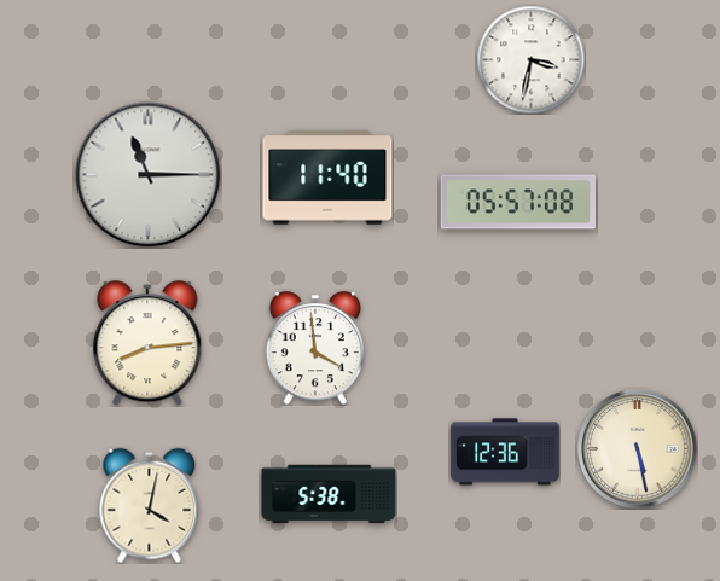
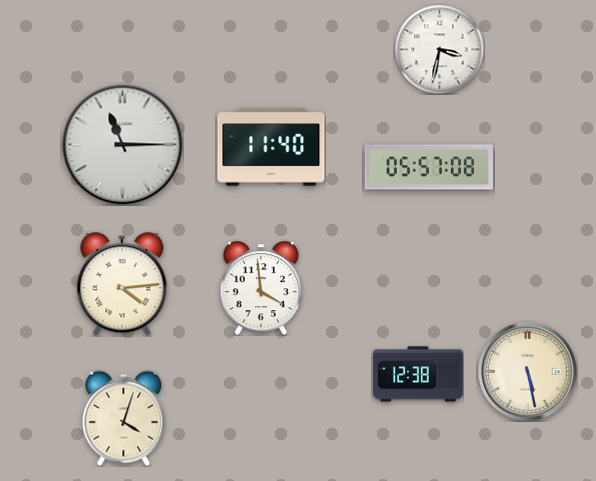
clock at (147, 343): 8:14 -> 4:14
clock at (505, 452): 12:36 -> 12:38
clock at (329, 494): 5:38 -> none
clock at (150, 505): 4:02 -> 4:03
